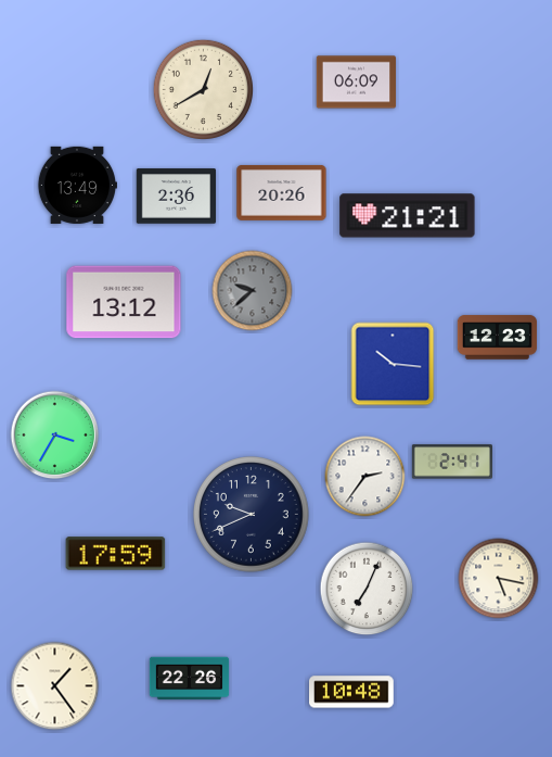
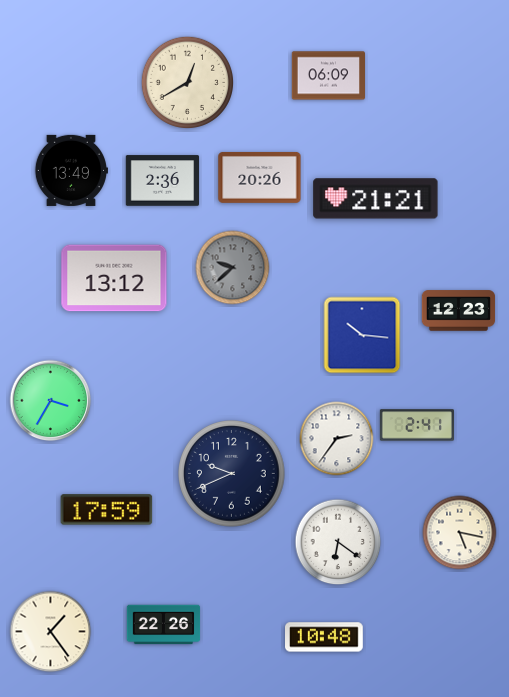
clock at (367, 589): 7:04 -> 6:21
clock at (190, 679) position: (190, 679) -> (164, 625)
